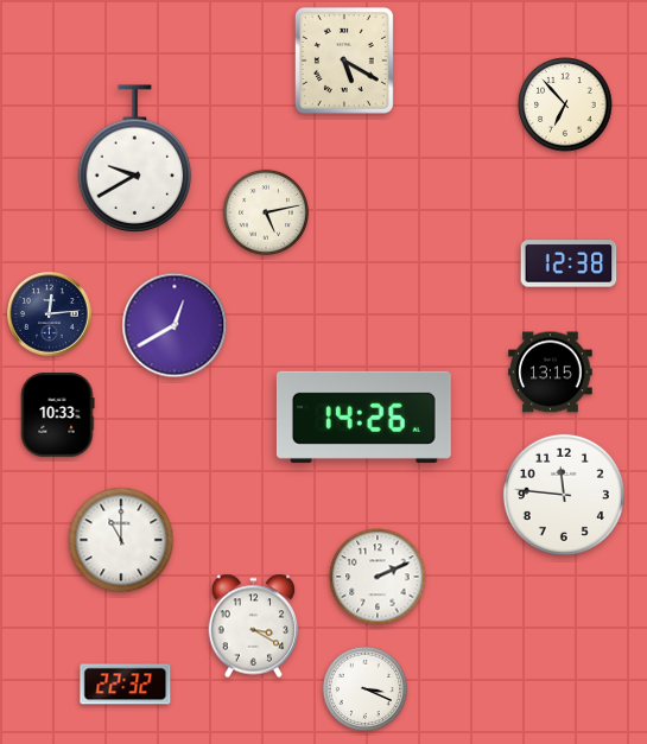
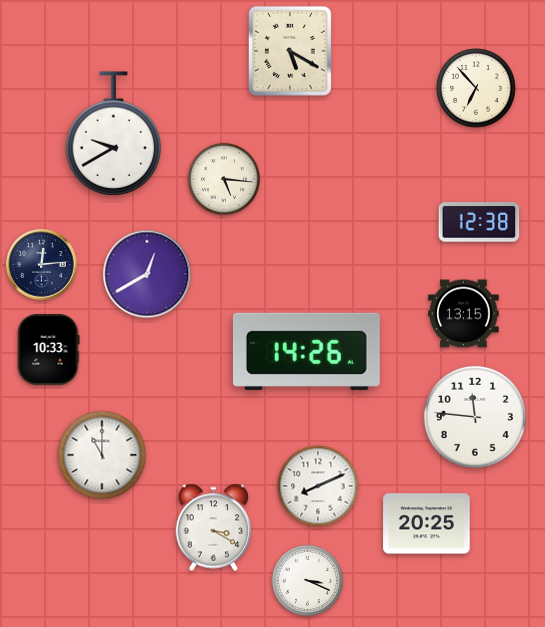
clock at (266, 212): 5:13 -> 5:16
clock at (378, 577): 2:11 -> 8:11
clock at (427, 524): none -> 20:25
clock at (126, 685): 22:32 -> none
